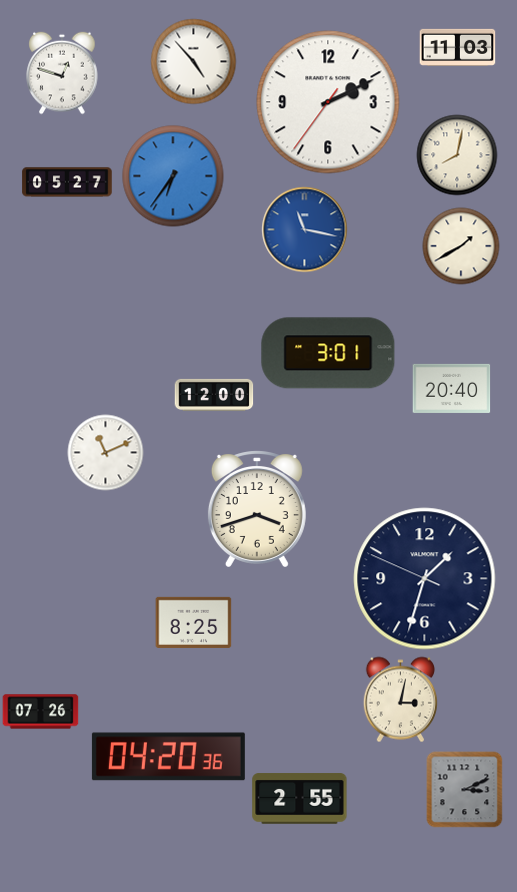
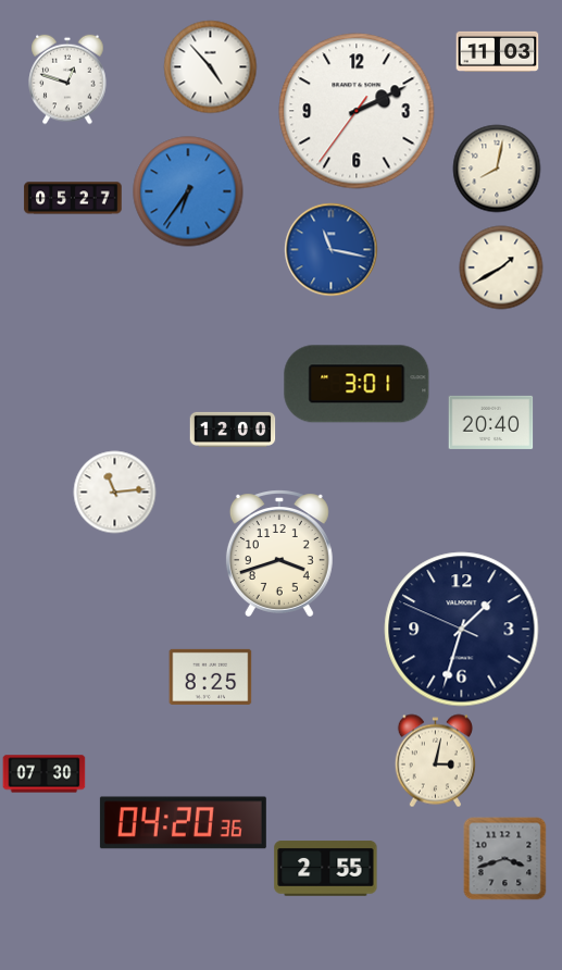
clock at (106, 453): 11:11 -> 11:14
clock at (41, 712): 07:26 -> 07:30
clock at (465, 790): 3:11 -> 3:42
